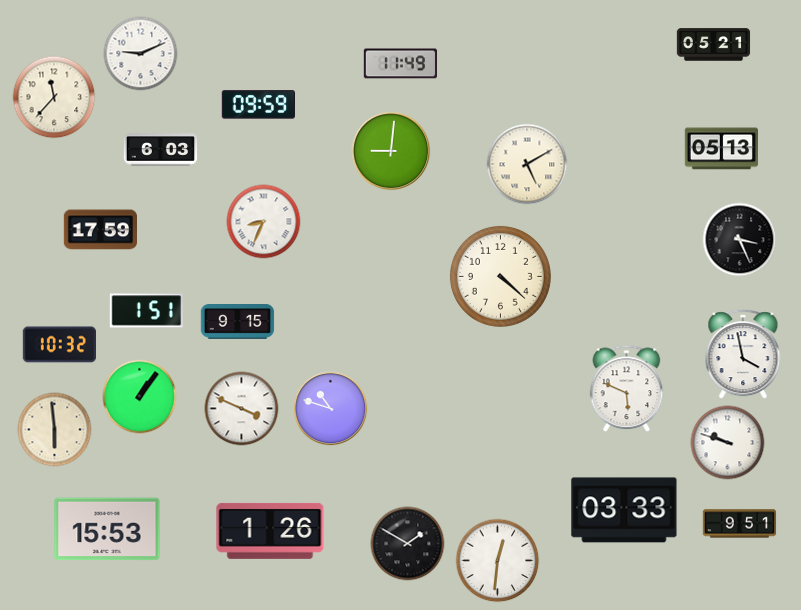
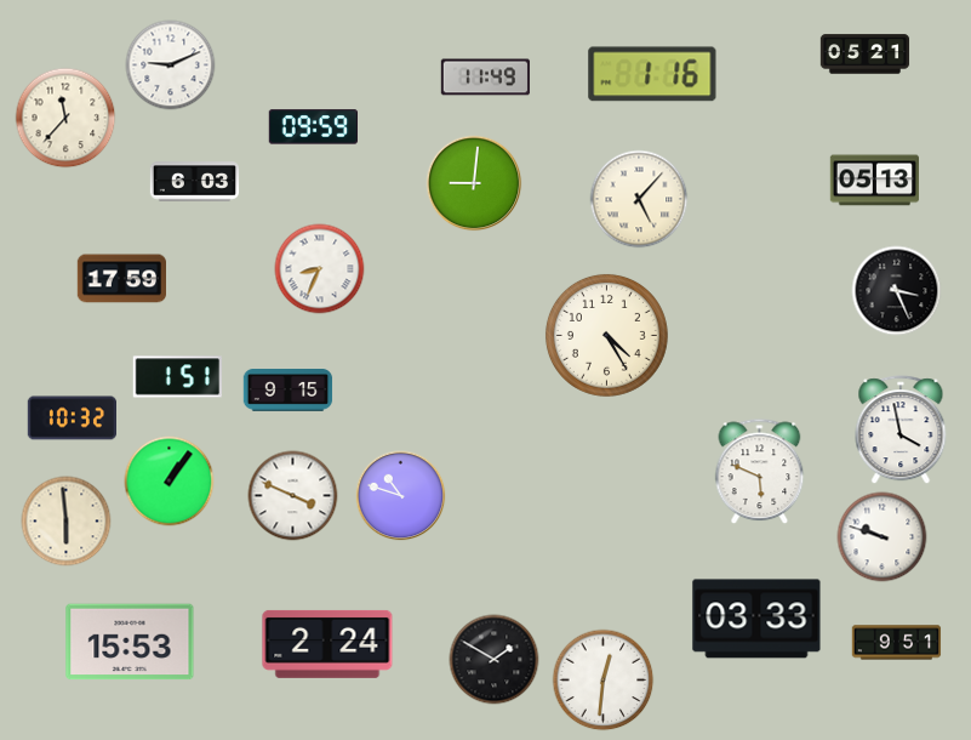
clock at (652, 74): none -> 1:16
clock at (527, 164): 5:10 -> 5:07
clock at (500, 276): 4:22 -> 4:25
clock at (740, 524) position: (740, 524) -> (897, 643)
clock at (270, 531): 1:26 -> 2:24
